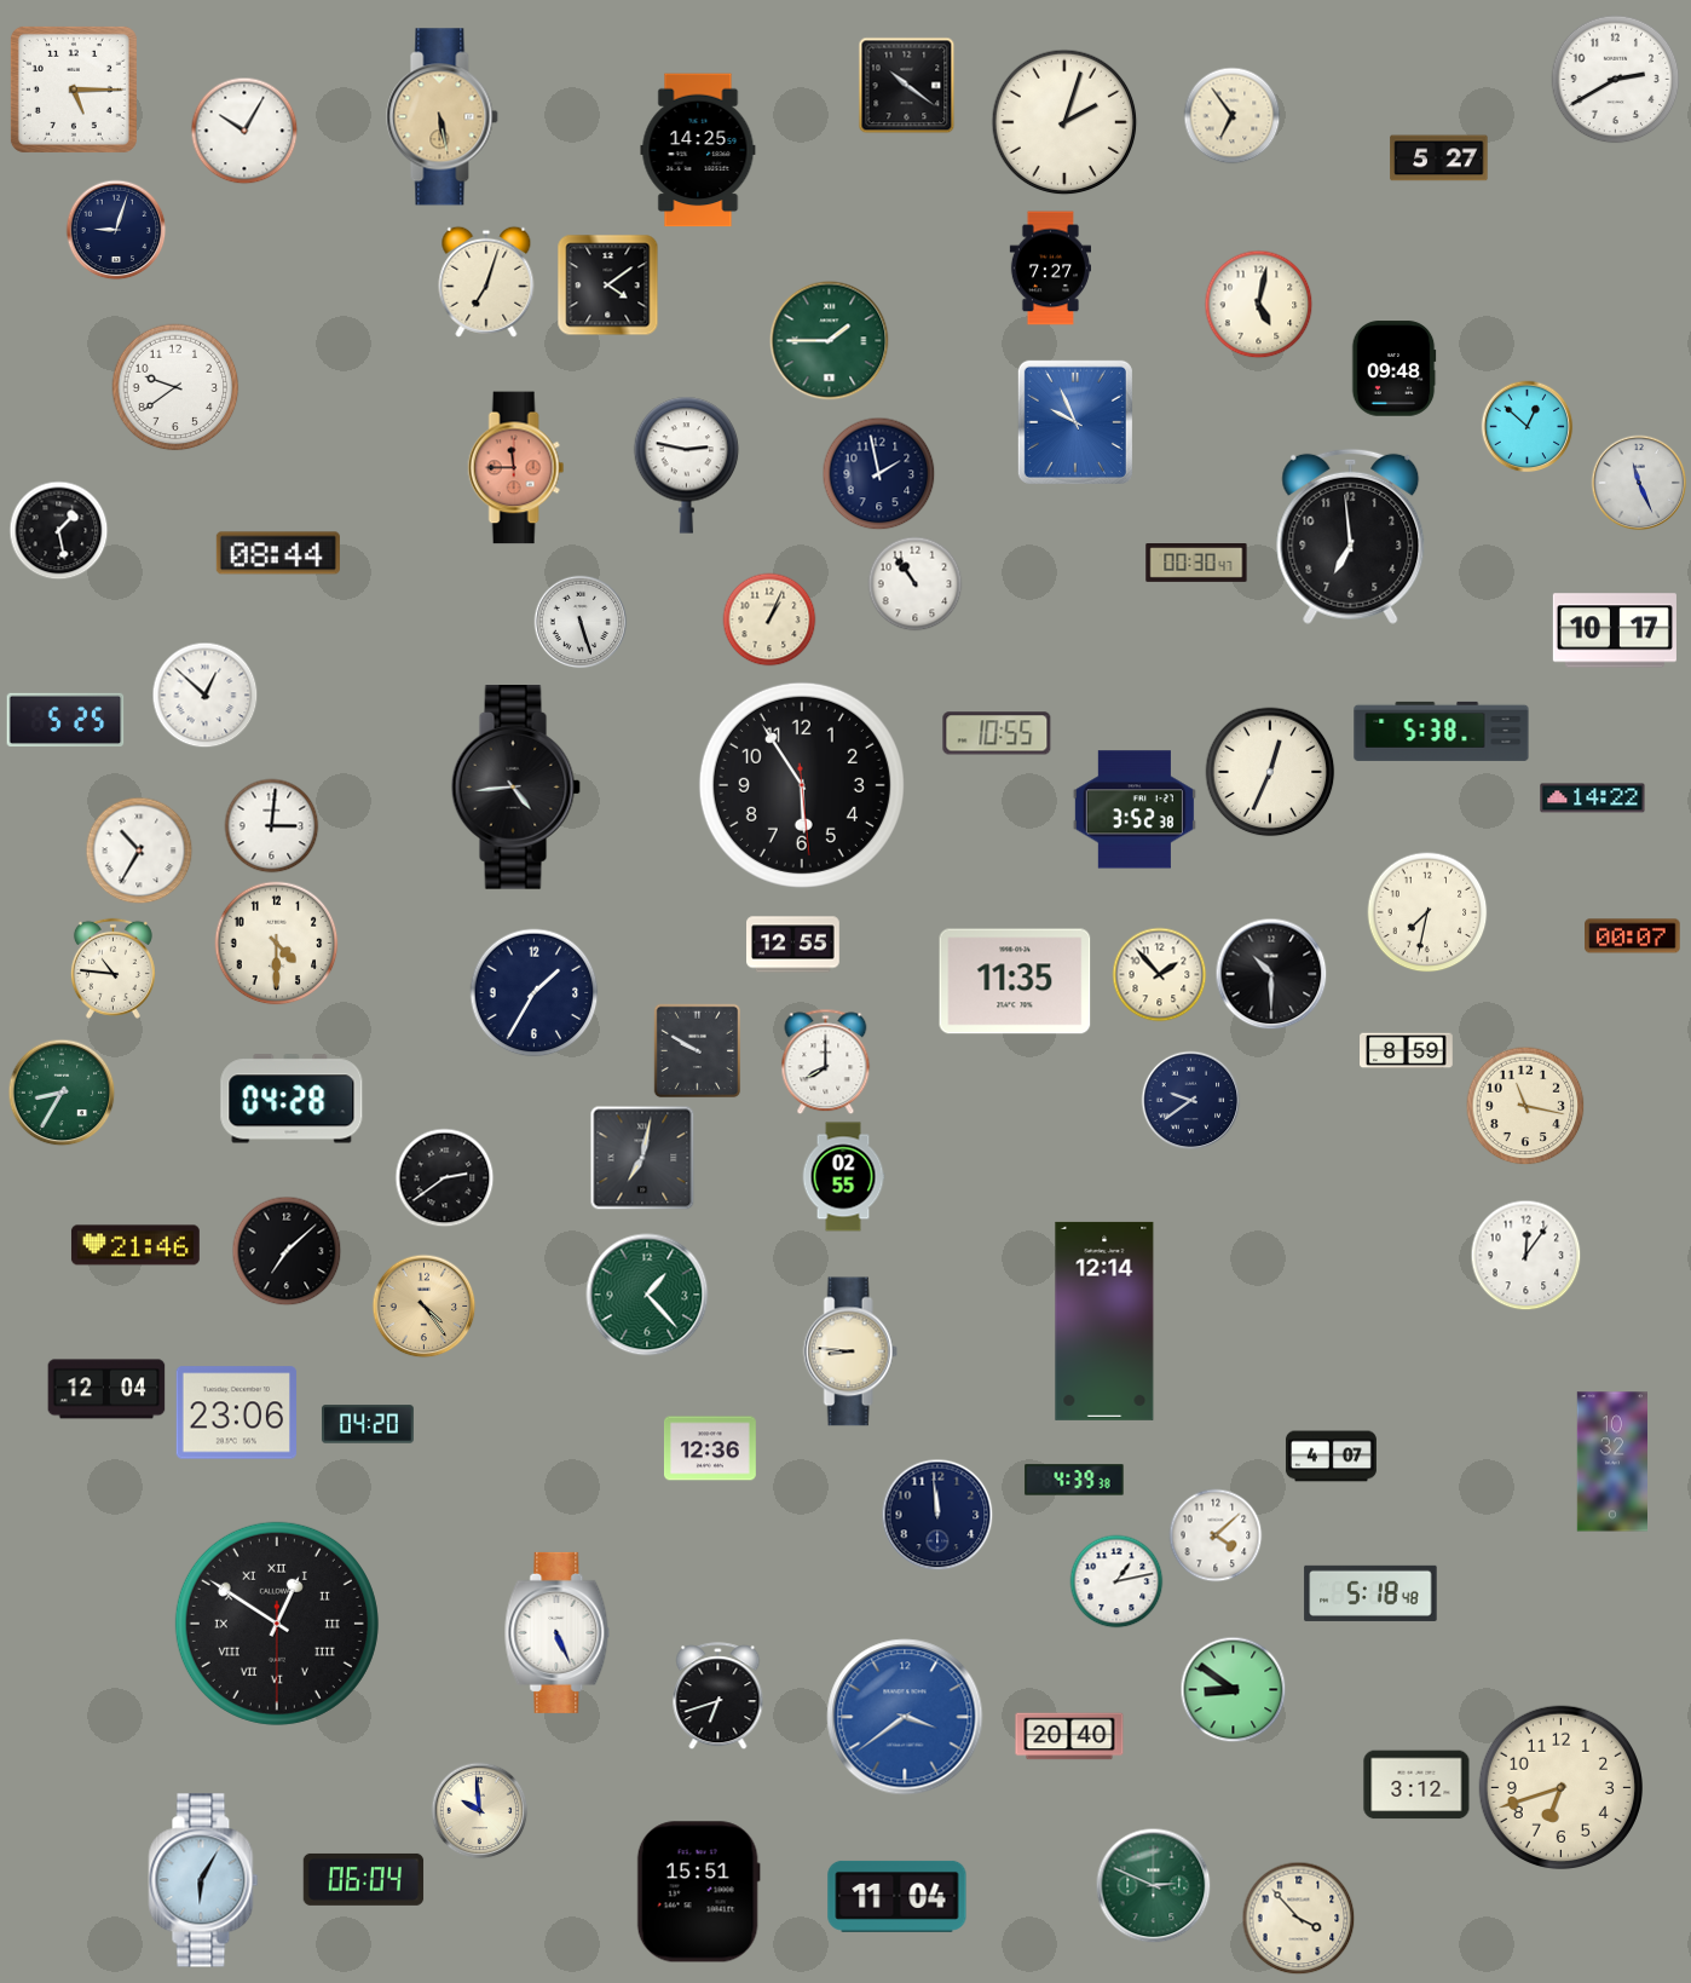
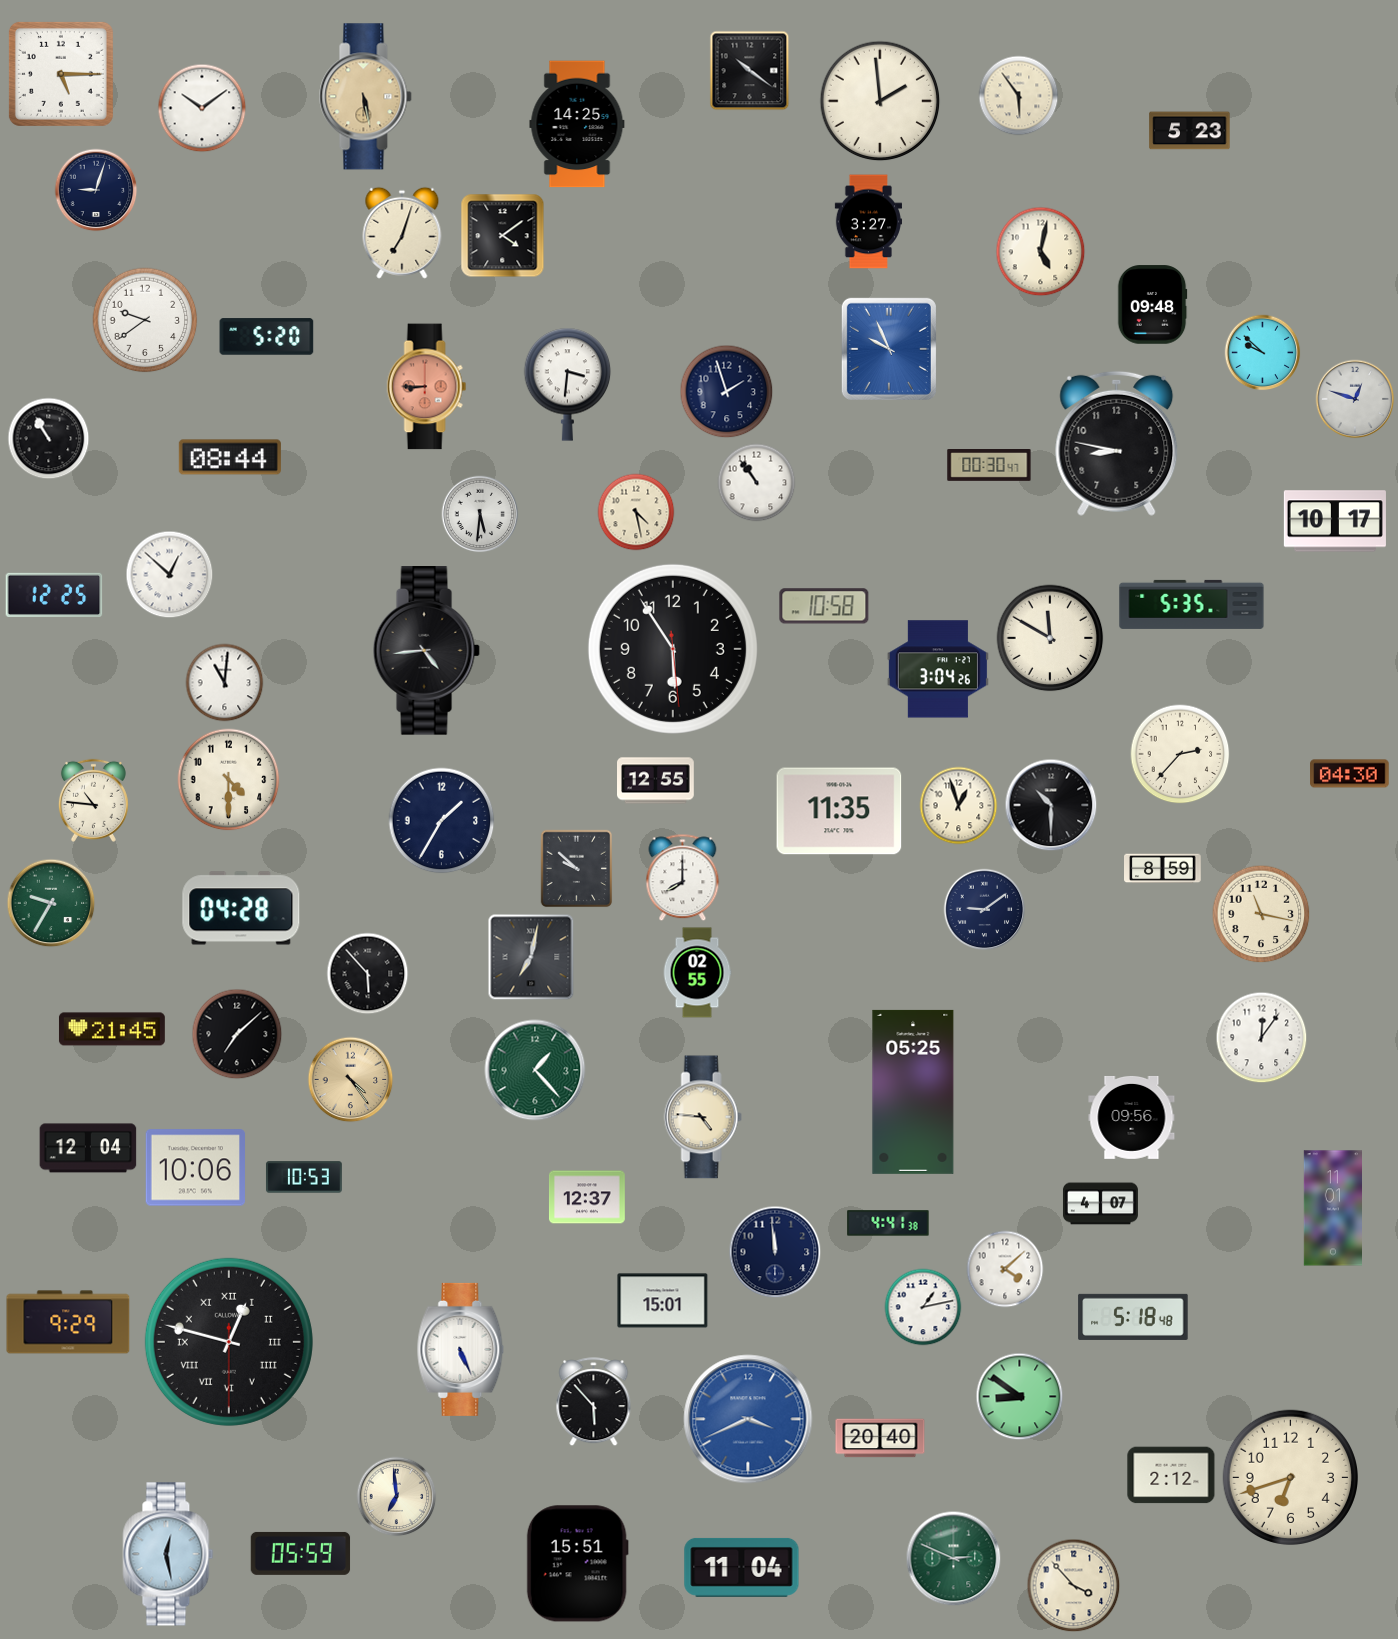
clock at (1616, 80): 2:40 -> none
clock at (1233, 116): 6:54 -> 5:54
clock at (1064, 122): 2:03 -> 1:59
clock at (244, 131): 10:05 -> 10:09
clock at (1439, 158): 5:27 -> 5:23
clock at (1050, 269): 7:27 -> 3:27
clock at (830, 341): 1:45 -> none
clock at (267, 337): none -> 5:20
clock at (1528, 427): 12:52 -> 9:52
clock at (687, 465): 2:47 -> 3:31
clock at (516, 468): 11:45 -> 8:45
clock at (879, 474): 1:58 -> 1:57
clock at (1639, 483): 11:26 -> 12:48
clock at (59, 531): 1:28 -> 10:55
clock at (1351, 536): 6:59 -> 8:47
clock at (769, 619): 1:04 -> 4:28
clock at (581, 622): 5:27 -> 5:31
clock at (65, 719): 5:25 -> 12:25
clock at (1442, 731): 5:38 -> 5:35
clock at (997, 733): 10:55 -> 10:58
clock at (1270, 772): 12:34 -> 11:50
clock at (802, 785) position: (802, 785) -> (673, 649)
clock at (1593, 799): 14:22 -> none
clock at (1135, 809): 3:52 -> 3:04
clock at (272, 826): 3:01 -> 11:01
clock at (139, 851): 10:35 -> none
clock at (1427, 912): 7:32 -> 2:37
clock at (1633, 936): 00:07 -> 04:30
clock at (1160, 975): 1:53 -> 12:57
clock at (698, 1051): 9:50 -> 9:52
clock at (62, 1093): 8:35 -> 9:35
clock at (1191, 1101): 9:39 -> 9:09
clock at (445, 1178): 2:39 -> 5:53
clock at (135, 1245): 21:46 -> 21:45
clock at (1104, 1321): 12:14 -> 05:25
clock at (850, 1351): 8:46 -> 4:46
clock at (1132, 1117): none -> 09:56
clock at (237, 1413): 23:06 -> 10:06
clock at (368, 1424): 04:20 -> 10:53
clock at (710, 1448): 12:36 -> 12:37
clock at (1611, 1462): 10:32 -> 11:01
clock at (1074, 1480): 4:39 -> 4:41
clock at (663, 1301): none -> 15:01
clock at (68, 1322): none -> 9:29
clock at (277, 1624): 12:50 -> 12:47
clock at (718, 1696): 6:42 -> 5:53
clock at (905, 1717): 3:39 -> 3:41
clock at (1069, 1736) position: (1069, 1736) -> (880, 1438)
clock at (1416, 1785): 3:12 -> 2:12
clock at (480, 1811): 9:59 -> 6:59
clock at (364, 1879): 06:04 -> 05:59
clock at (203, 1880): 6:05 -> 12:28
